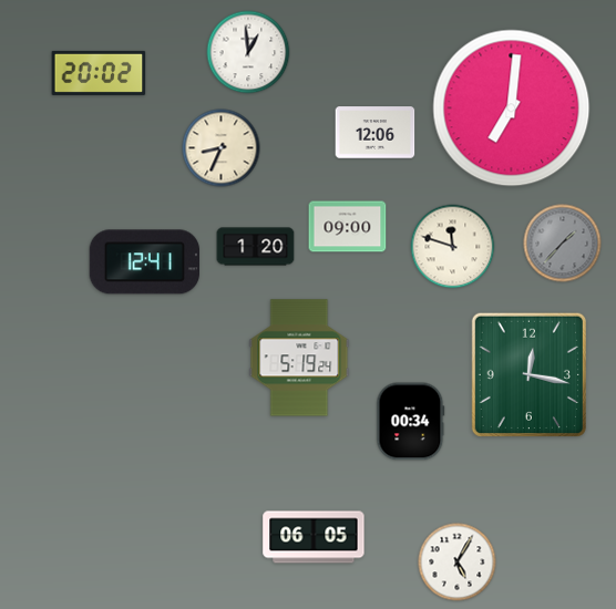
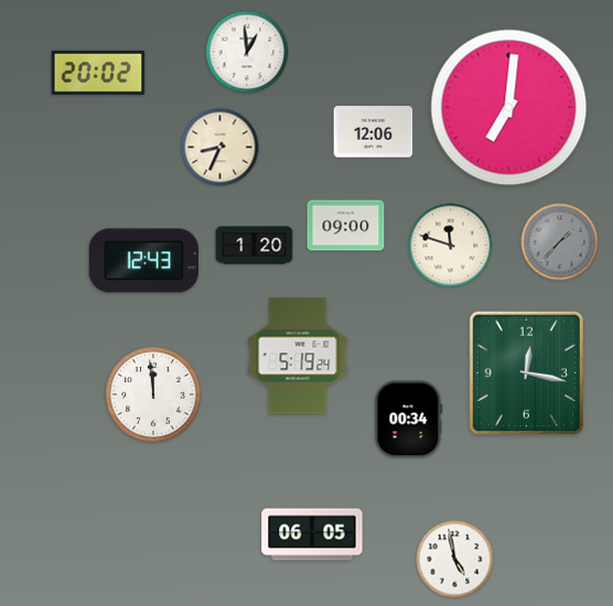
clock at (144, 262): 12:41 -> 12:43
clock at (153, 394): none -> 11:59
clock at (458, 562): 5:05 -> 4:58
